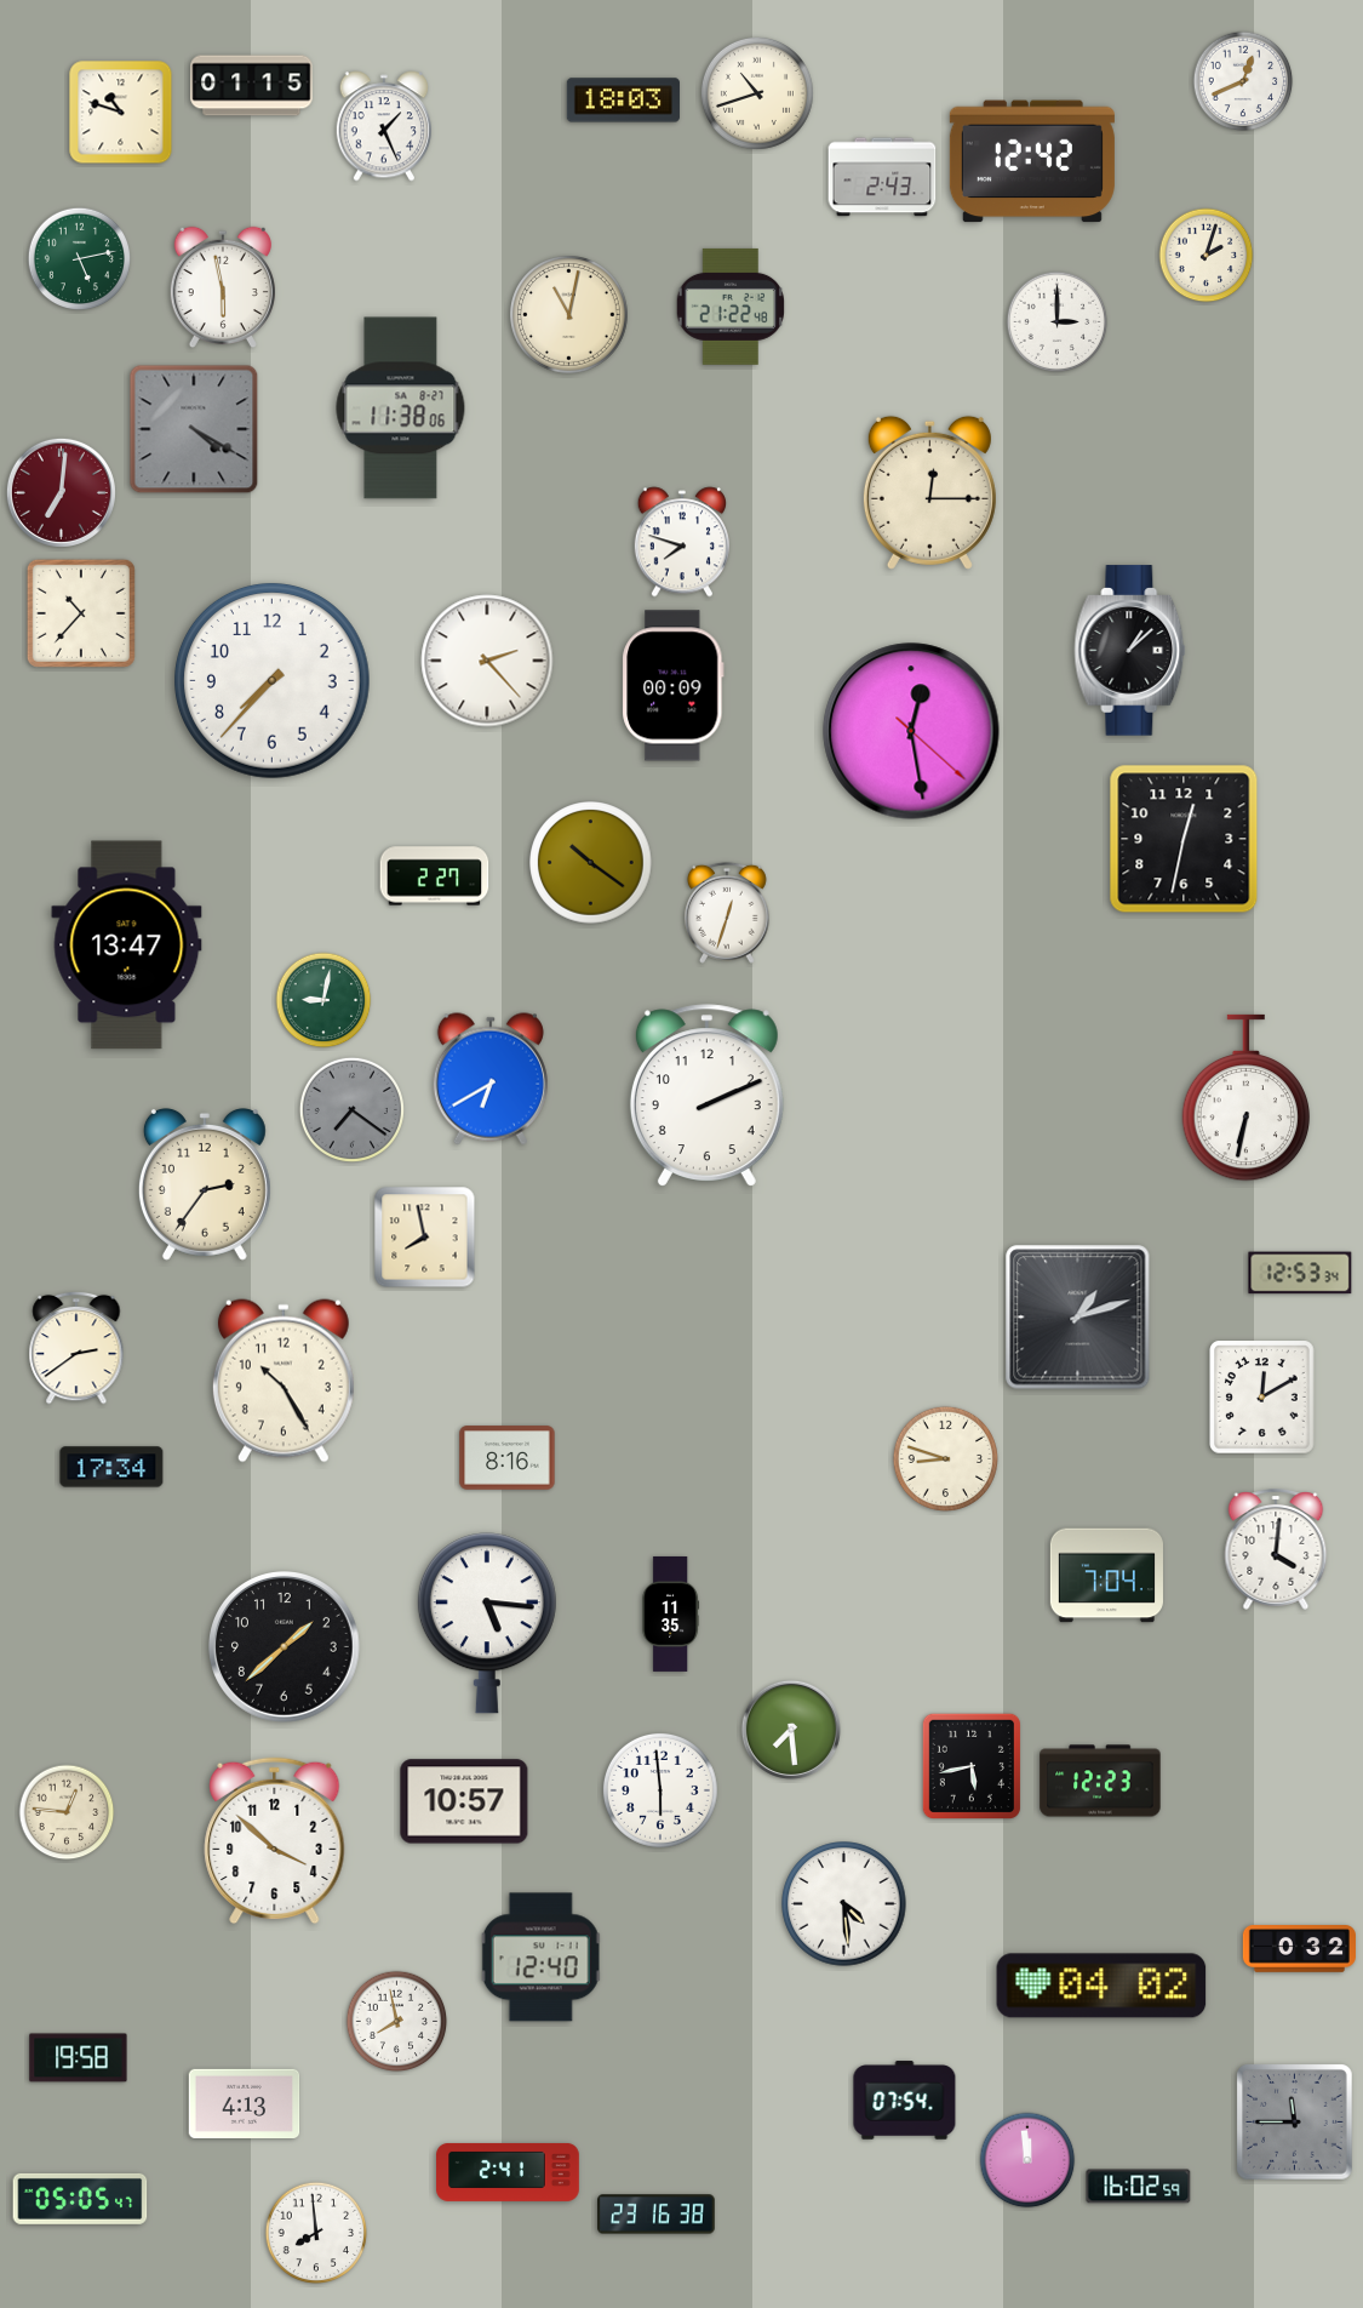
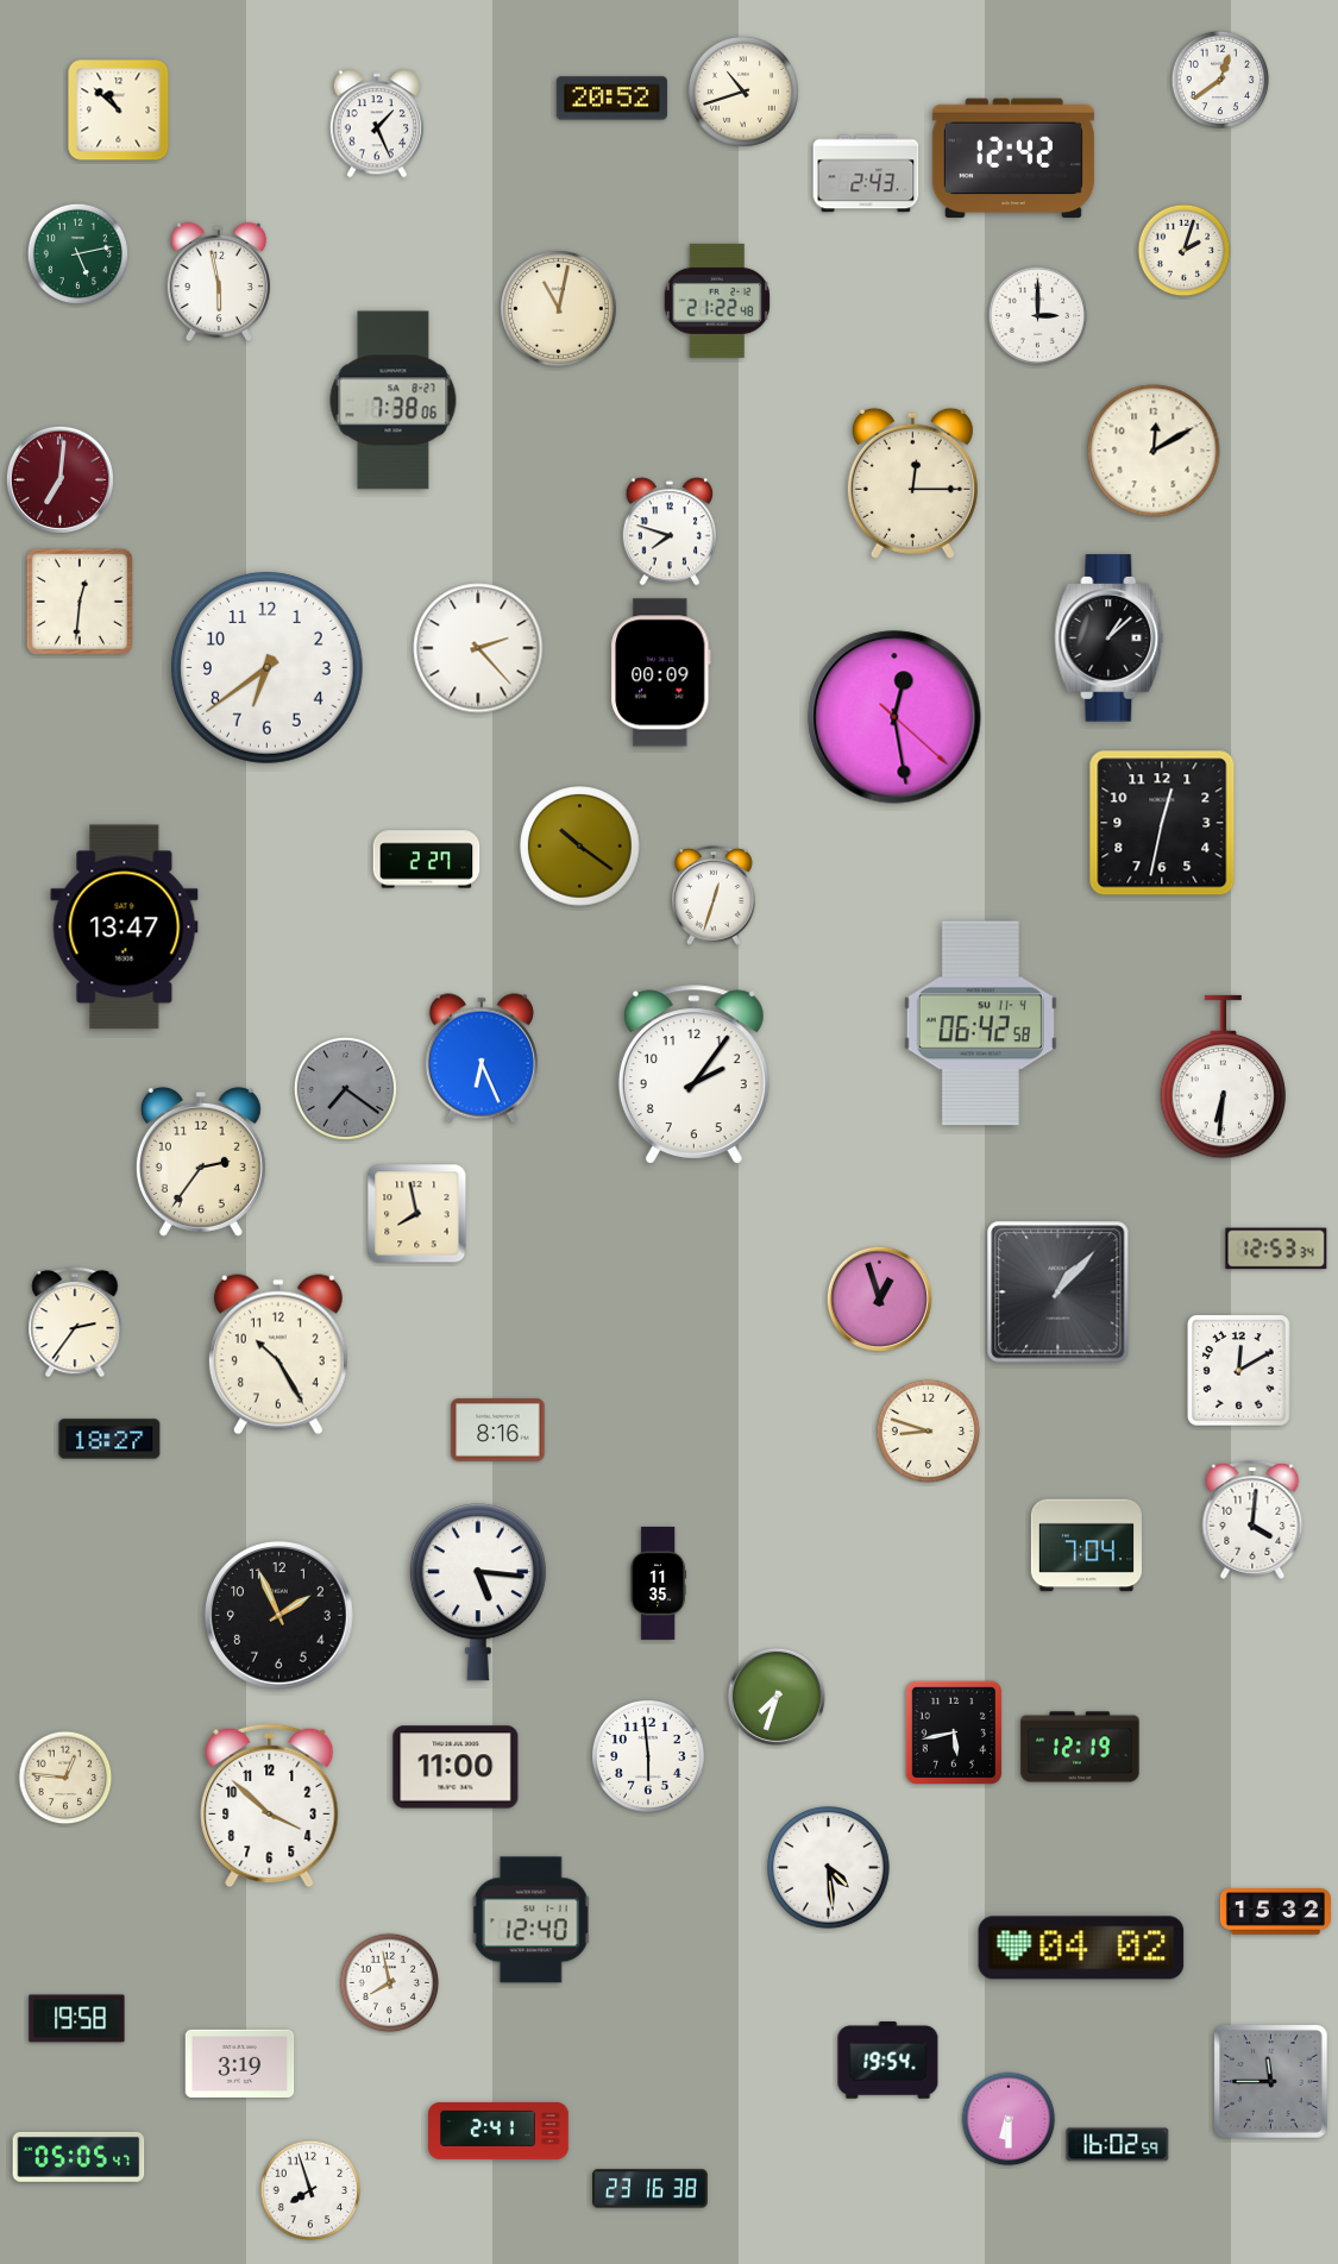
clock at (1243, 81): 12:41 -> 12:39
clock at (252, 86): 01:15 -> none
clock at (623, 101): 18:03 -> 20:52
clock at (121, 113): 10:48 -> 10:52
clock at (401, 409): 11:38 -> 7:38
clock at (194, 429): 4:20 -> none
clock at (1154, 451): none -> 12:10
clock at (61, 492) position: (61, 492) -> (59, 479)
clock at (81, 613): 10:37 -> 12:31
clock at (271, 680): 7:37 -> 6:39
clock at (323, 1000): 9:02 -> none
clock at (980, 1024): none -> 06:42
clock at (491, 1079): 6:40 -> 6:26
clock at (706, 1096): 2:11 -> 2:06
clock at (1247, 1098): 6:32 -> 6:31
clock at (1078, 1318): 1:12 -> 1:07
clock at (879, 1298): none -> 12:57
clock at (76, 1348): 2:39 -> 2:36
clock at (111, 1467): 17:34 -> 18:27
clock at (285, 1647): 1:38 -> 1:56
clock at (791, 1730): 7:29 -> 7:33
clock at (1100, 1781): 12:23 -> 12:19
clock at (464, 1801): 10:57 -> 11:00
clock at (1299, 1949): 0:32 -> 15:32
clock at (905, 2101): 07:54 -> 19:54
clock at (245, 2103): 4:13 -> 3:19
clock at (1027, 2160): 11:59 -> 6:30
clock at (657, 2215) position: (657, 2215) -> (651, 2189)
clock at (316, 2233): 7:59 -> 7:57
